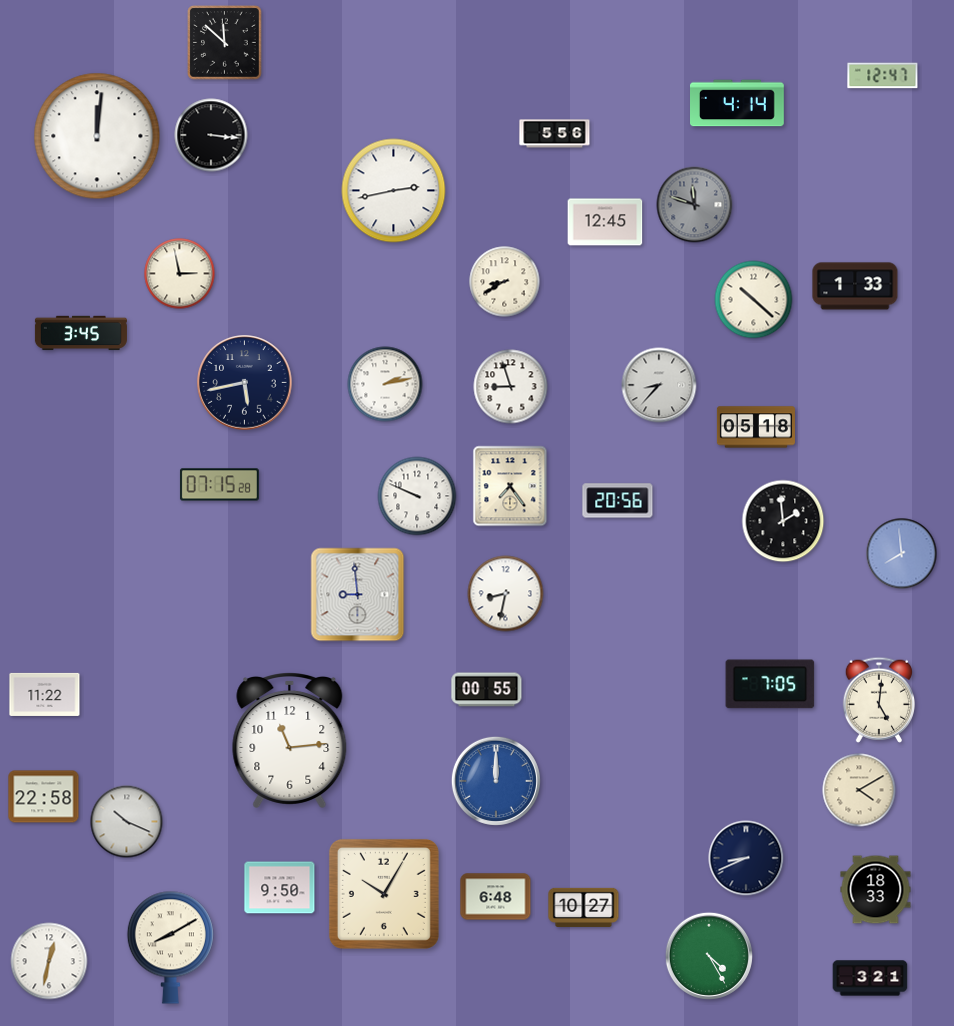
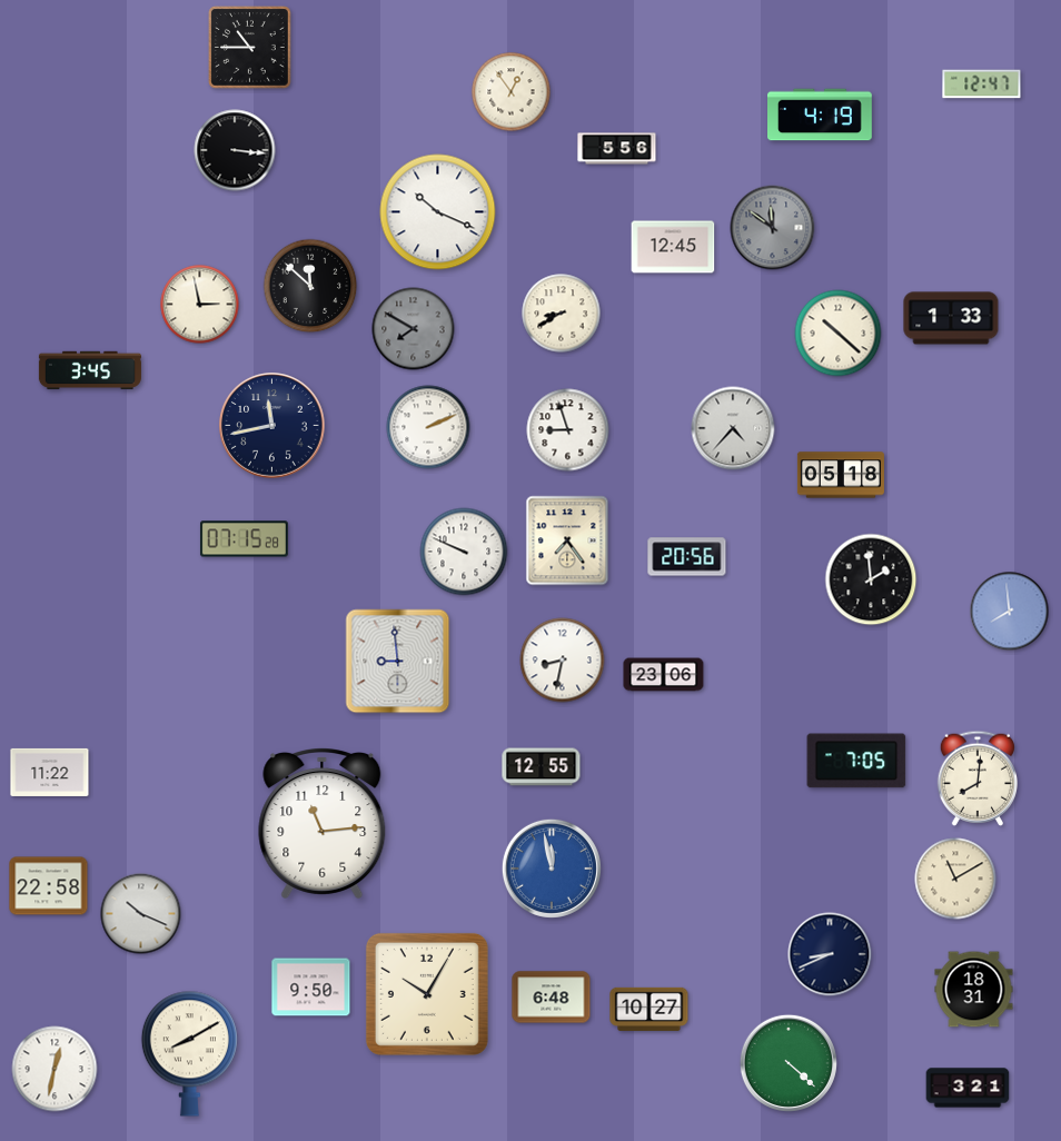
clock at (225, 43): 11:52 -> 10:45
clock at (512, 92): none -> 12:54
clock at (738, 103): 4:14 -> 4:19
clock at (97, 136): 12:01 -> none
clock at (394, 191): 2:43 -> 10:19
clock at (695, 205): 11:48 -> 11:51
clock at (310, 286): none -> 11:52
clock at (414, 329): none -> 7:50
clock at (245, 383): 5:43 -> 11:43
clock at (385, 384): 2:13 -> 2:11
clock at (659, 385): 8:37 -> 4:37
clock at (902, 554) position: (902, 554) -> (1010, 612)
clock at (664, 675): none -> 23:06
clock at (487, 690): 00:55 -> 12:55
clock at (878, 700): 5:01 -> 8:01
clock at (496, 781): 12:00 -> 11:58
clock at (859, 790): 4:10 -> 11:10
clock at (876, 890): 18:33 -> 18:31
clock at (709, 956): 4:25 -> 4:22
